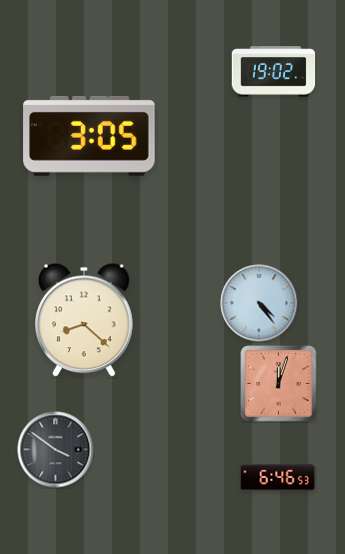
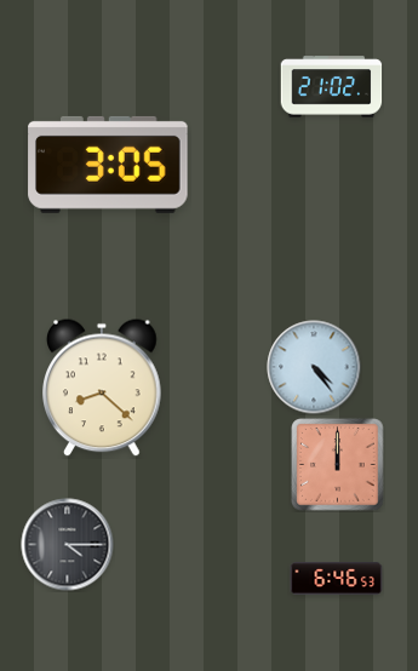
clock at (274, 72): 19:02 -> 21:02
clock at (279, 384): 12:03 -> 12:00
clock at (56, 450): 3:51 -> 4:15
